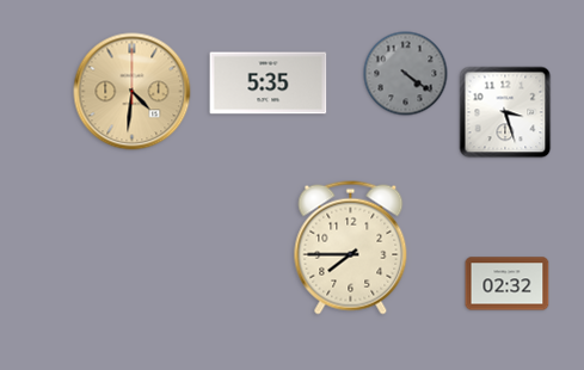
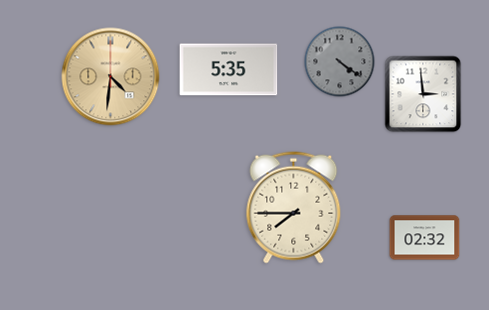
clock at (269, 84) position: (269, 84) -> (229, 70)
clock at (505, 112): 3:27 -> 2:59
